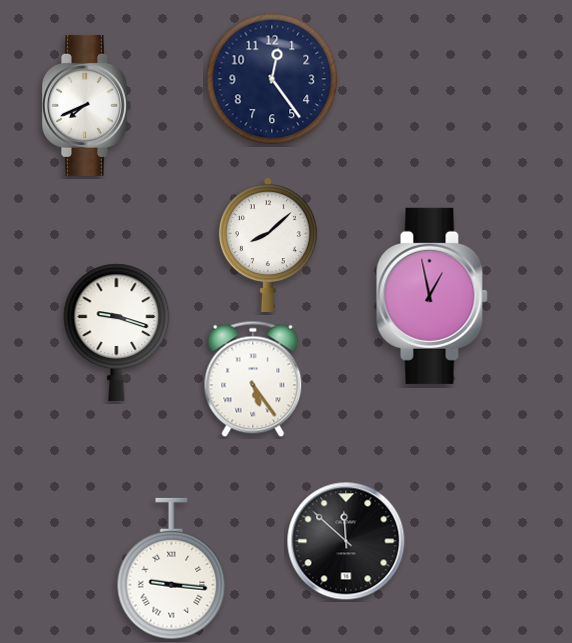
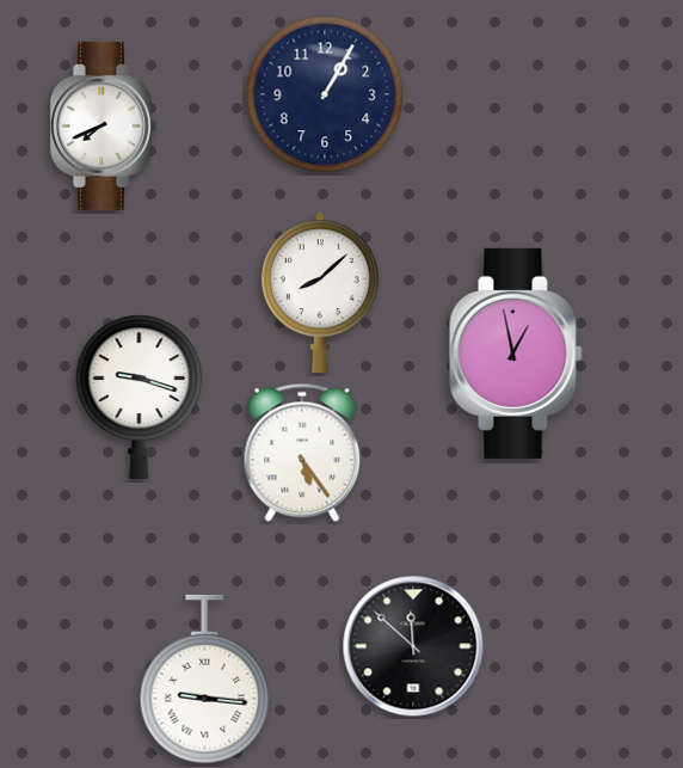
clock at (272, 79): 12:24 -> 1:05
